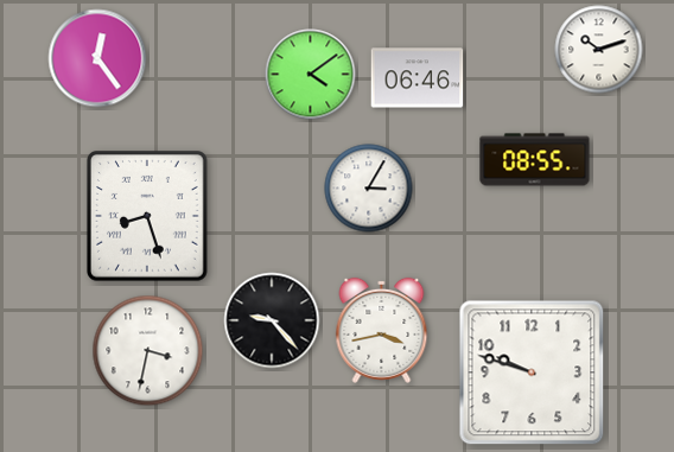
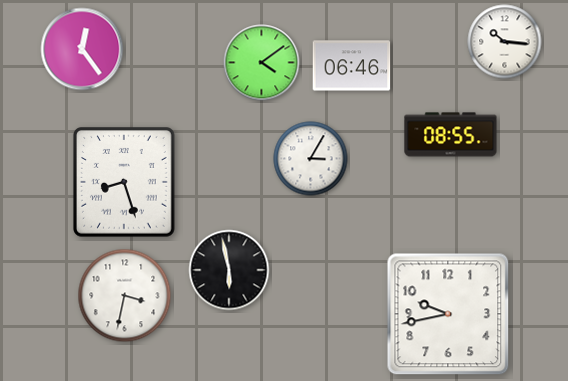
clock at (599, 50): 10:12 -> 10:16
clock at (272, 320): 9:23 -> 5:58
clock at (382, 330): 3:43 -> none
clock at (532, 373): 9:48 -> 9:43
